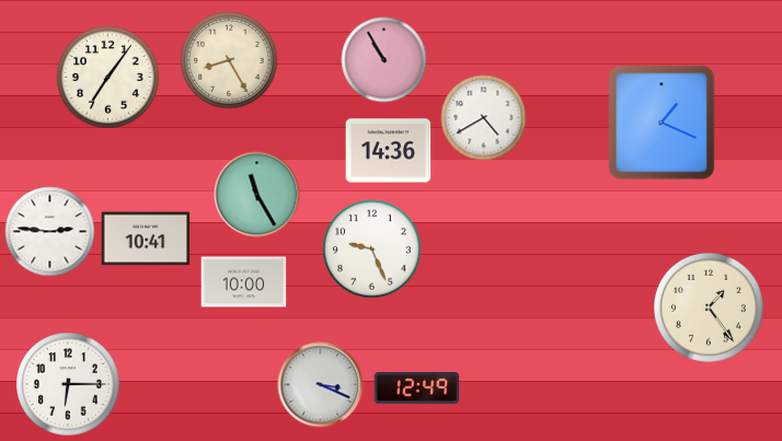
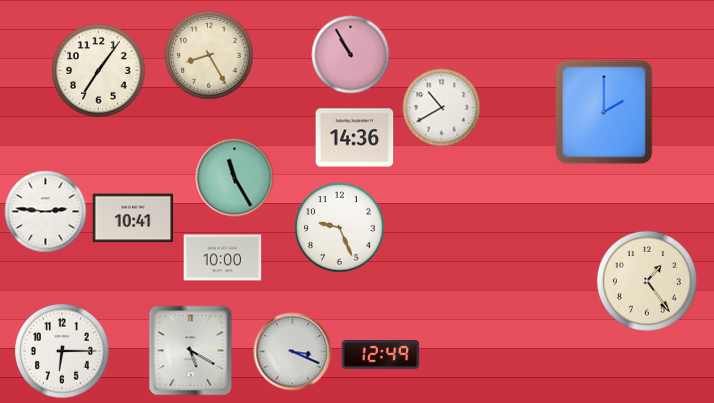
clock at (483, 117): 4:40 -> 10:40
clock at (662, 123): 1:19 -> 2:00
clock at (191, 350): none -> 5:20
